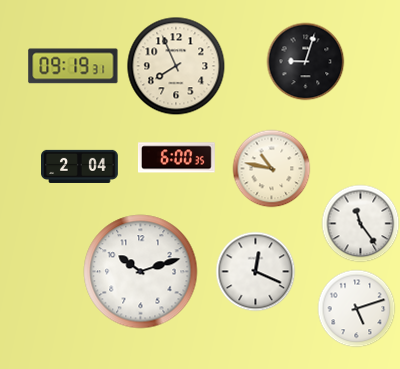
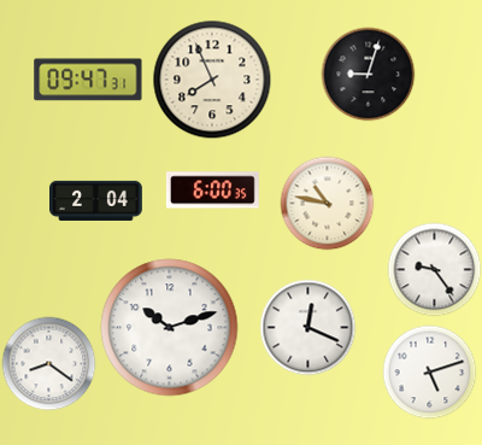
clock at (73, 66): 09:19 -> 09:47
clock at (360, 223): 11:24 -> 9:24
clock at (48, 363): none -> 8:21
